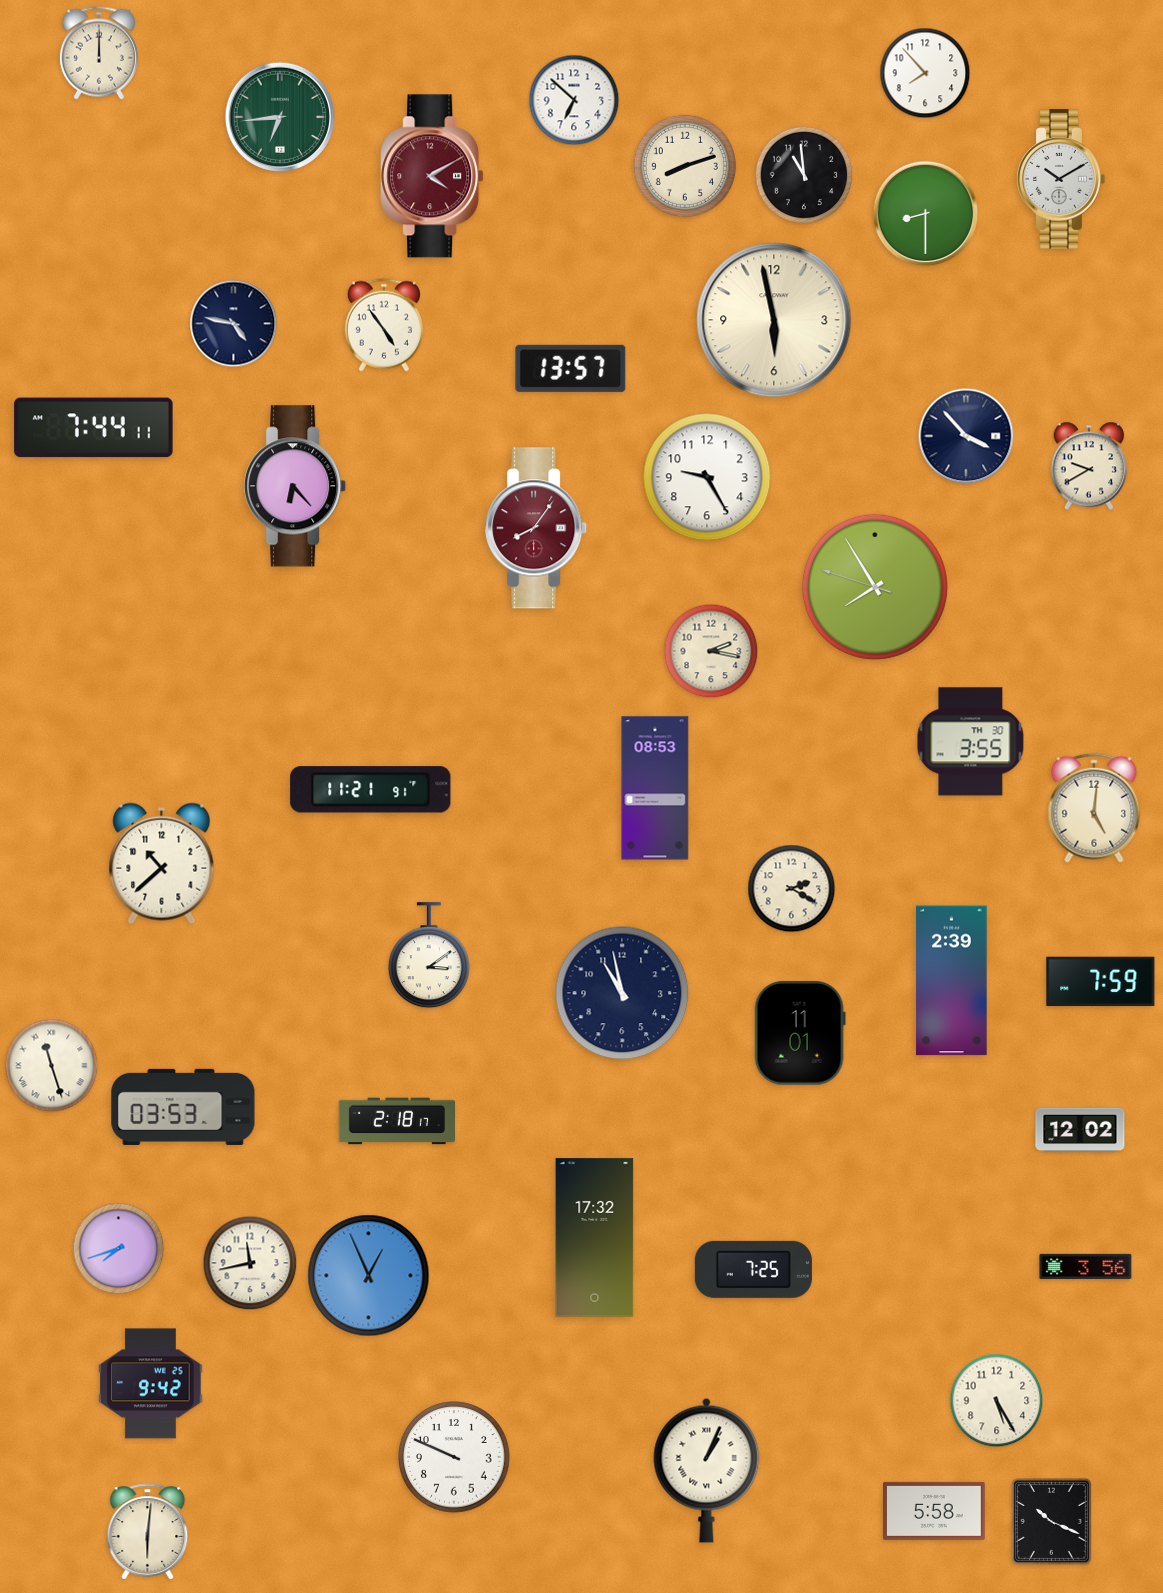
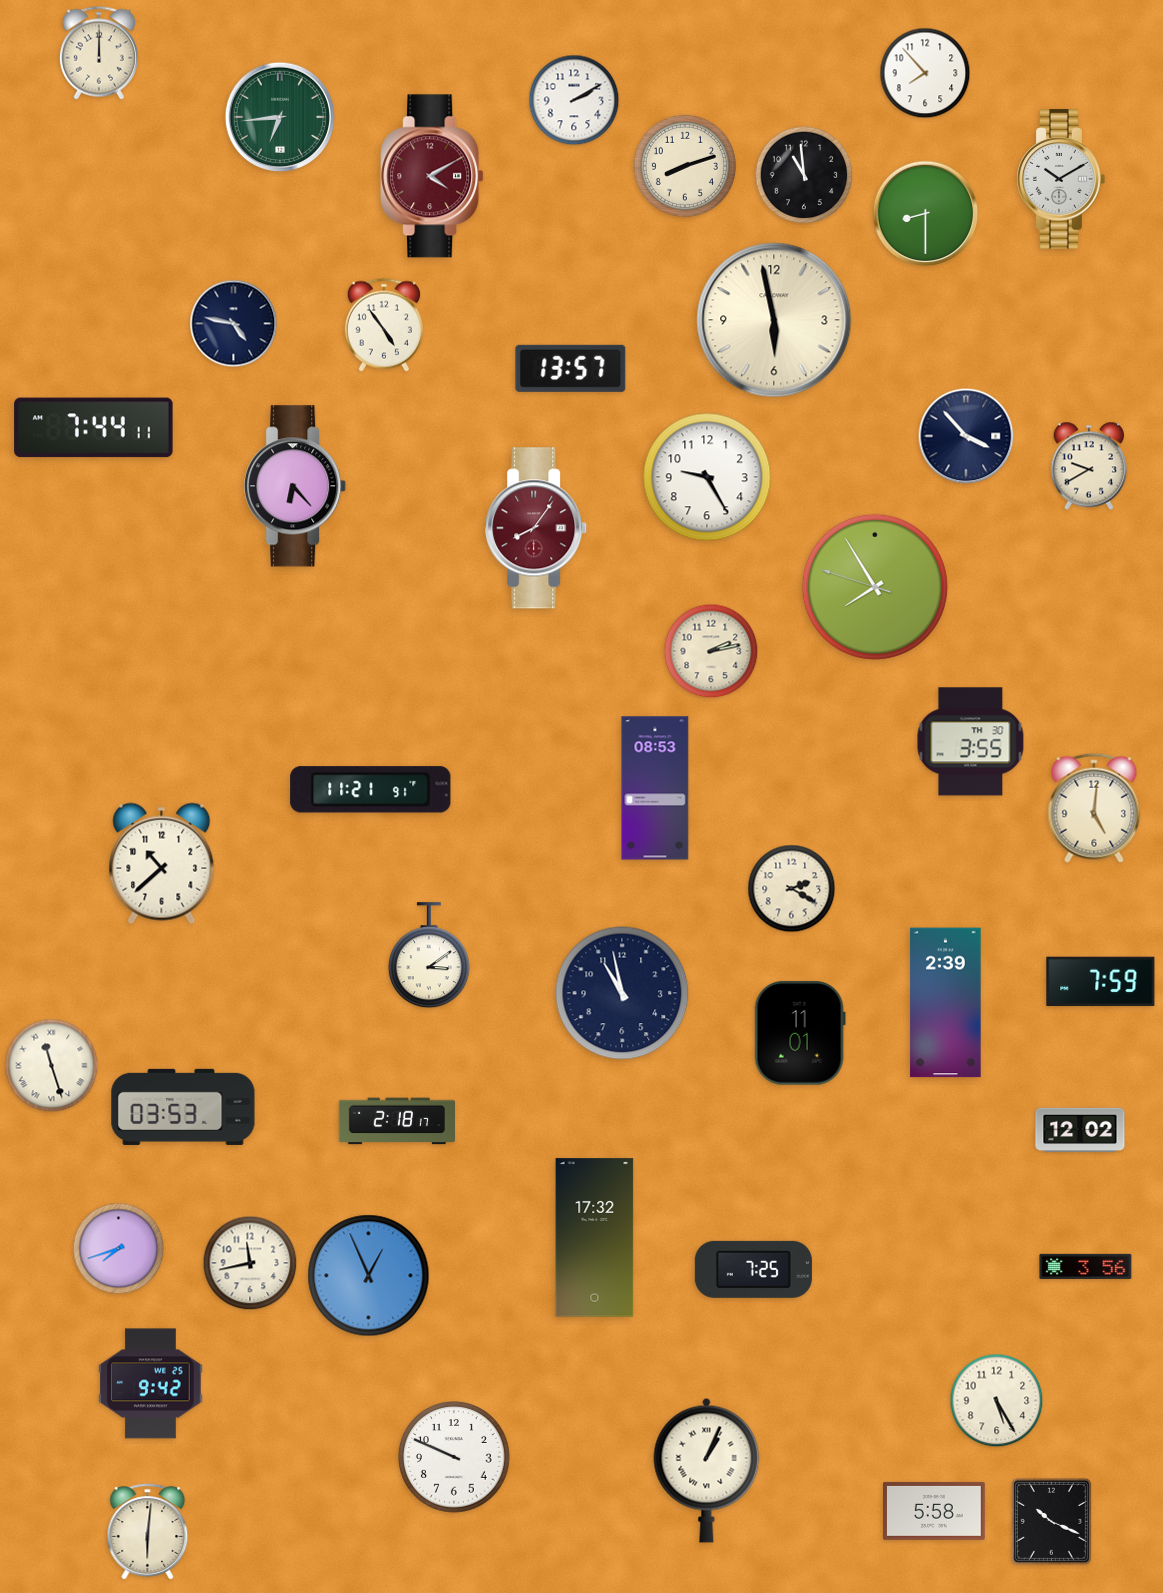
clock at (574, 100): 6:52 -> 2:10
clock at (711, 651): 2:17 -> 2:13
clock at (952, 981) position: (952, 981) -> (946, 1003)
